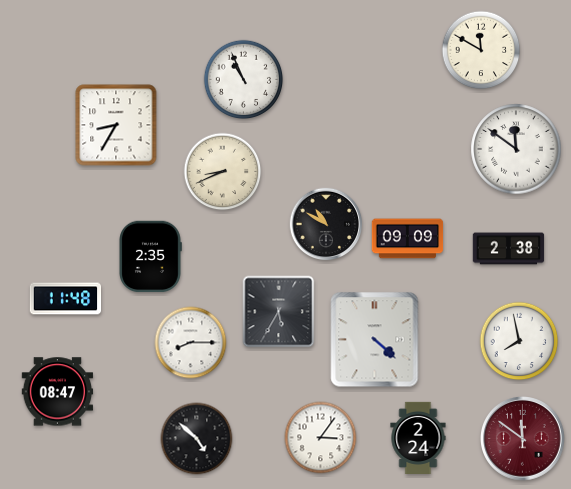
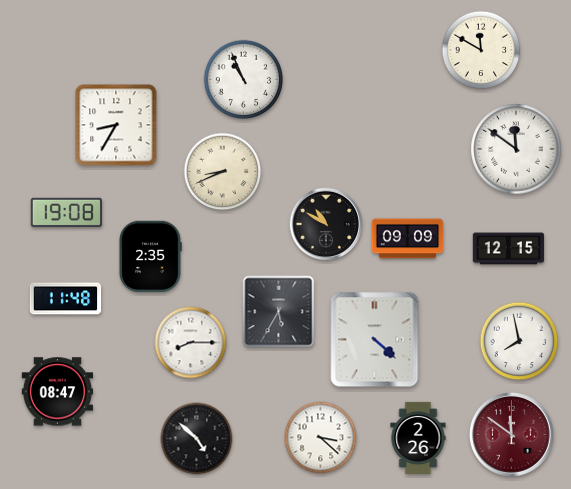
clock at (66, 212): none -> 19:08
clock at (509, 249): 2:38 -> 12:15
clock at (418, 437): 2:24 -> 2:26
clock at (321, 438): 3:06 -> 3:22
clock at (523, 439) position: (523, 439) -> (512, 435)
